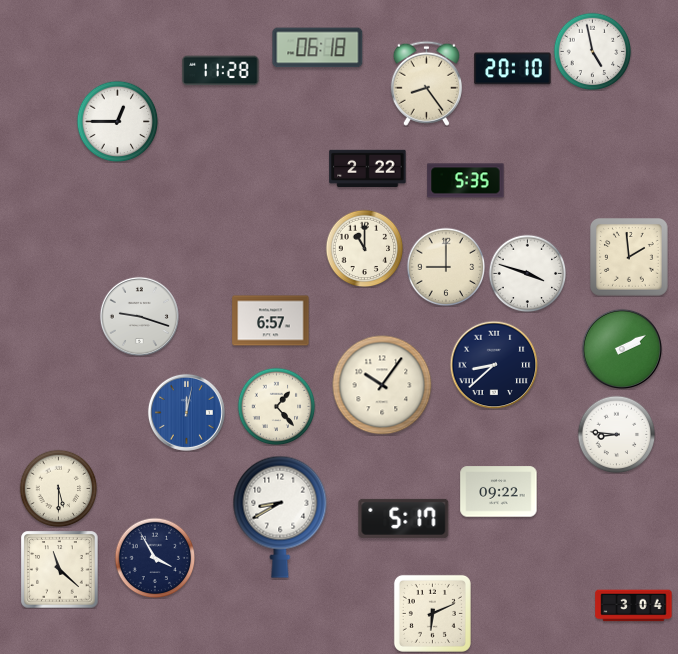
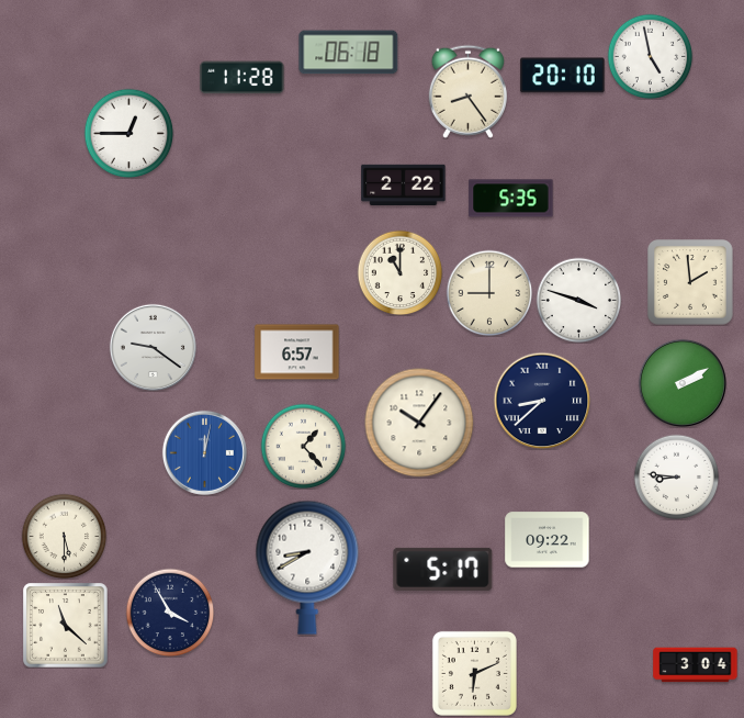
clock at (139, 316): 9:18 -> 9:21
